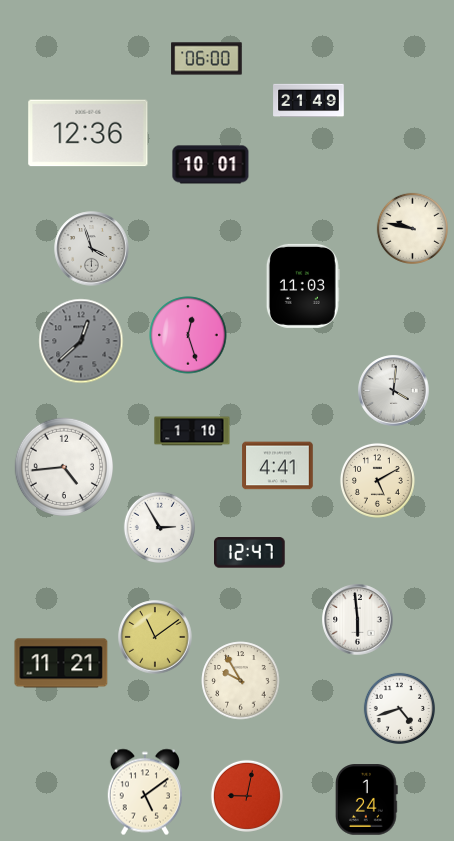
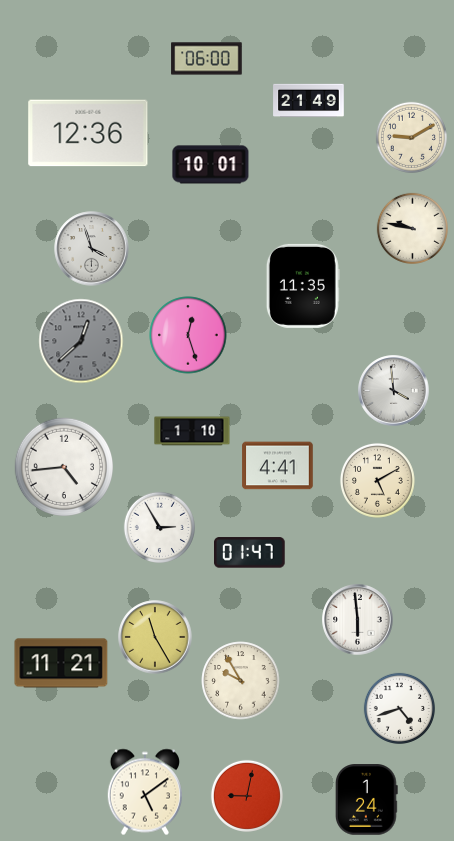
clock at (411, 137): none -> 9:10
clock at (303, 286): 11:03 -> 11:35
clock at (394, 391): 4:01 -> 3:59
clock at (250, 553): 12:47 -> 01:47
clock at (155, 637): 11:09 -> 11:25
